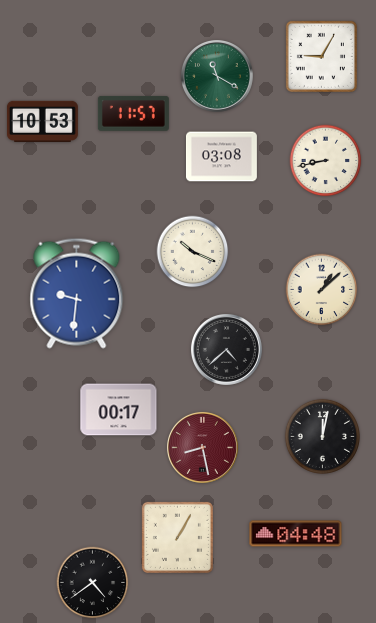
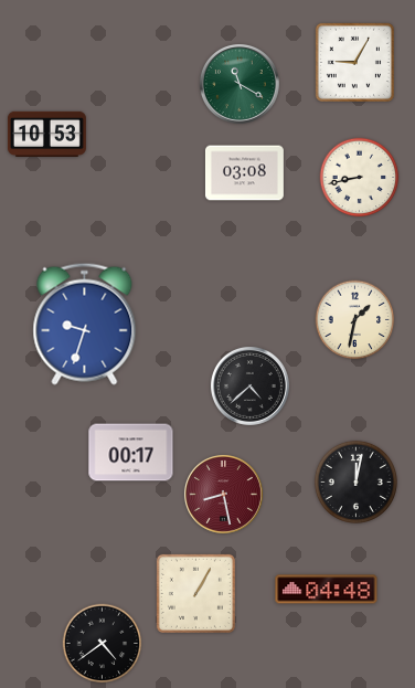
clock at (133, 114): 11:57 -> none
clock at (193, 252): 10:19 -> none
clock at (322, 290): 1:08 -> 1:32
clock at (77, 293): 9:31 -> 9:33
